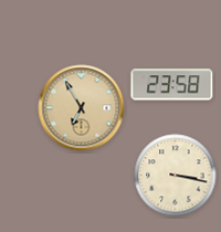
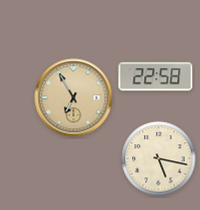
clock at (172, 85): 23:58 -> 22:58
clock at (176, 176): 3:17 -> 5:17
